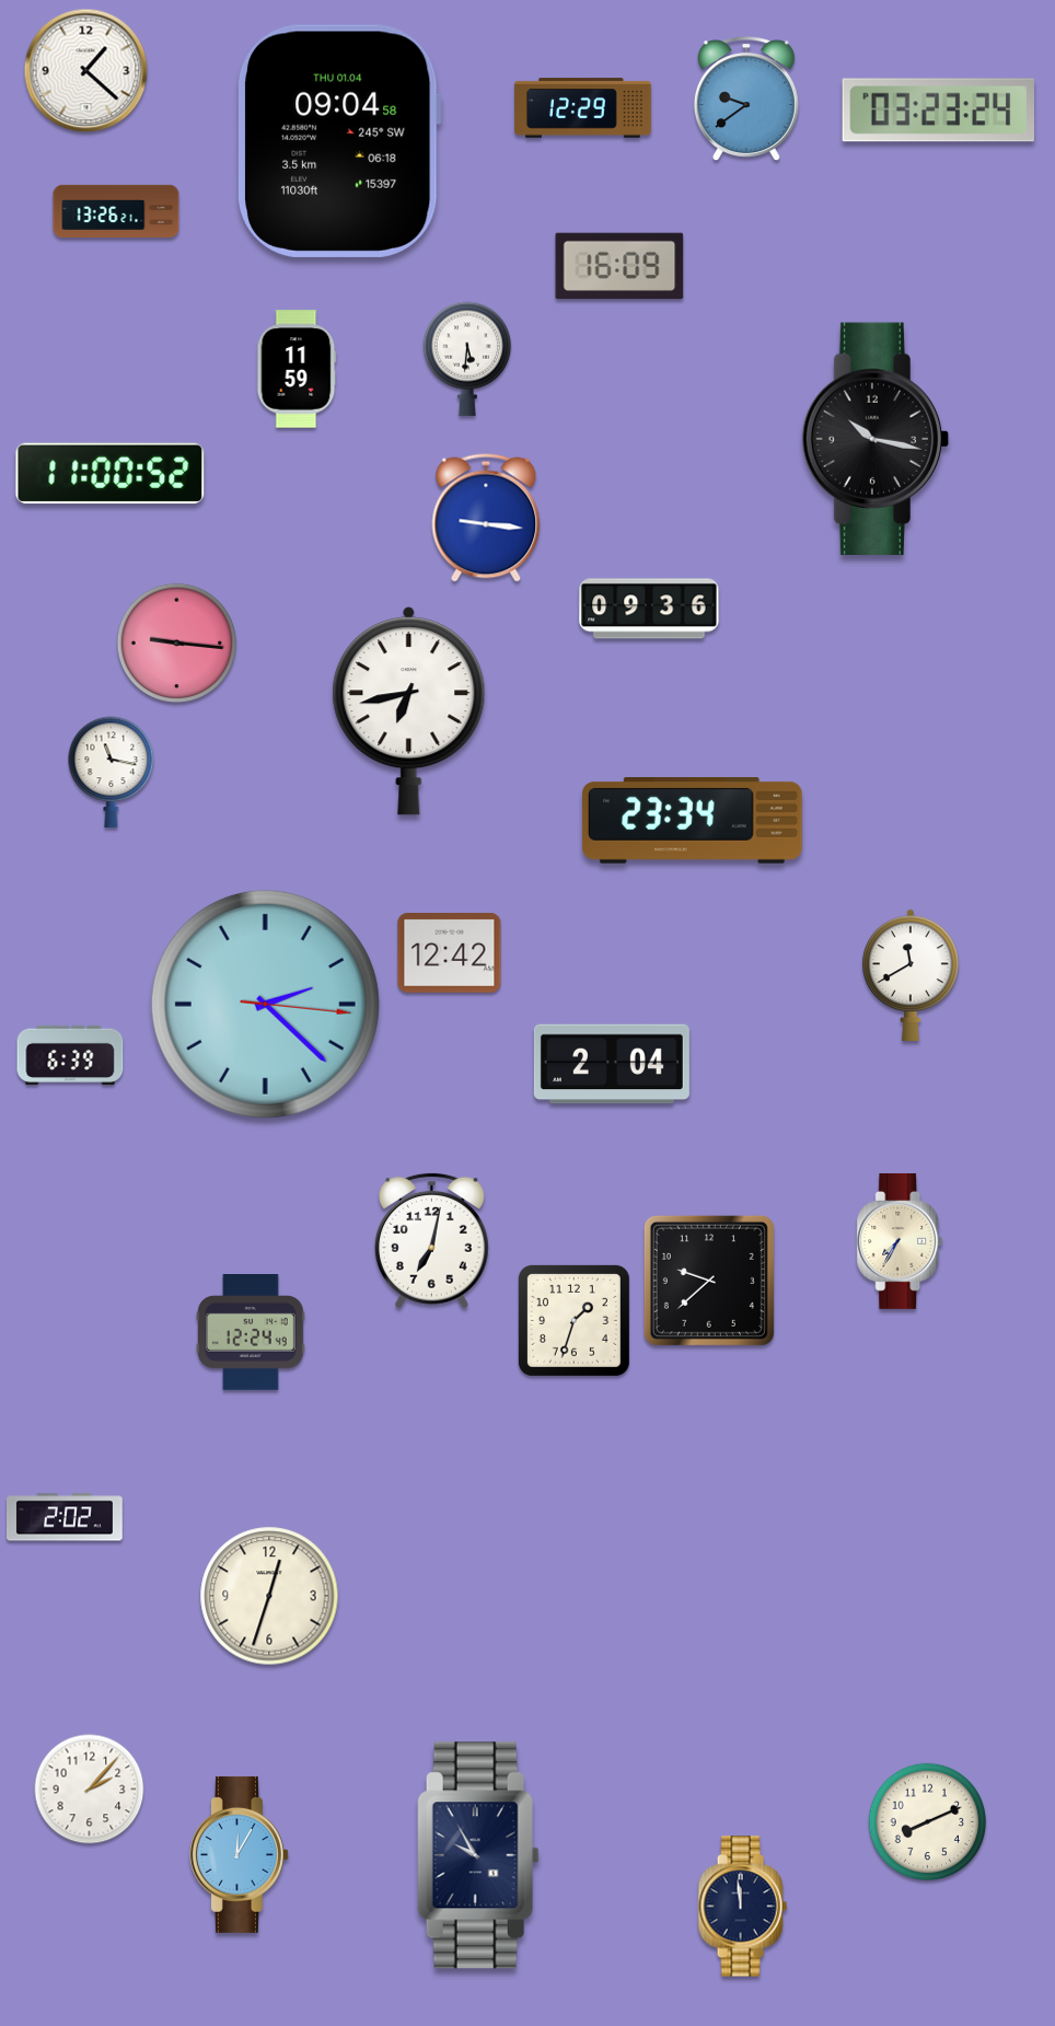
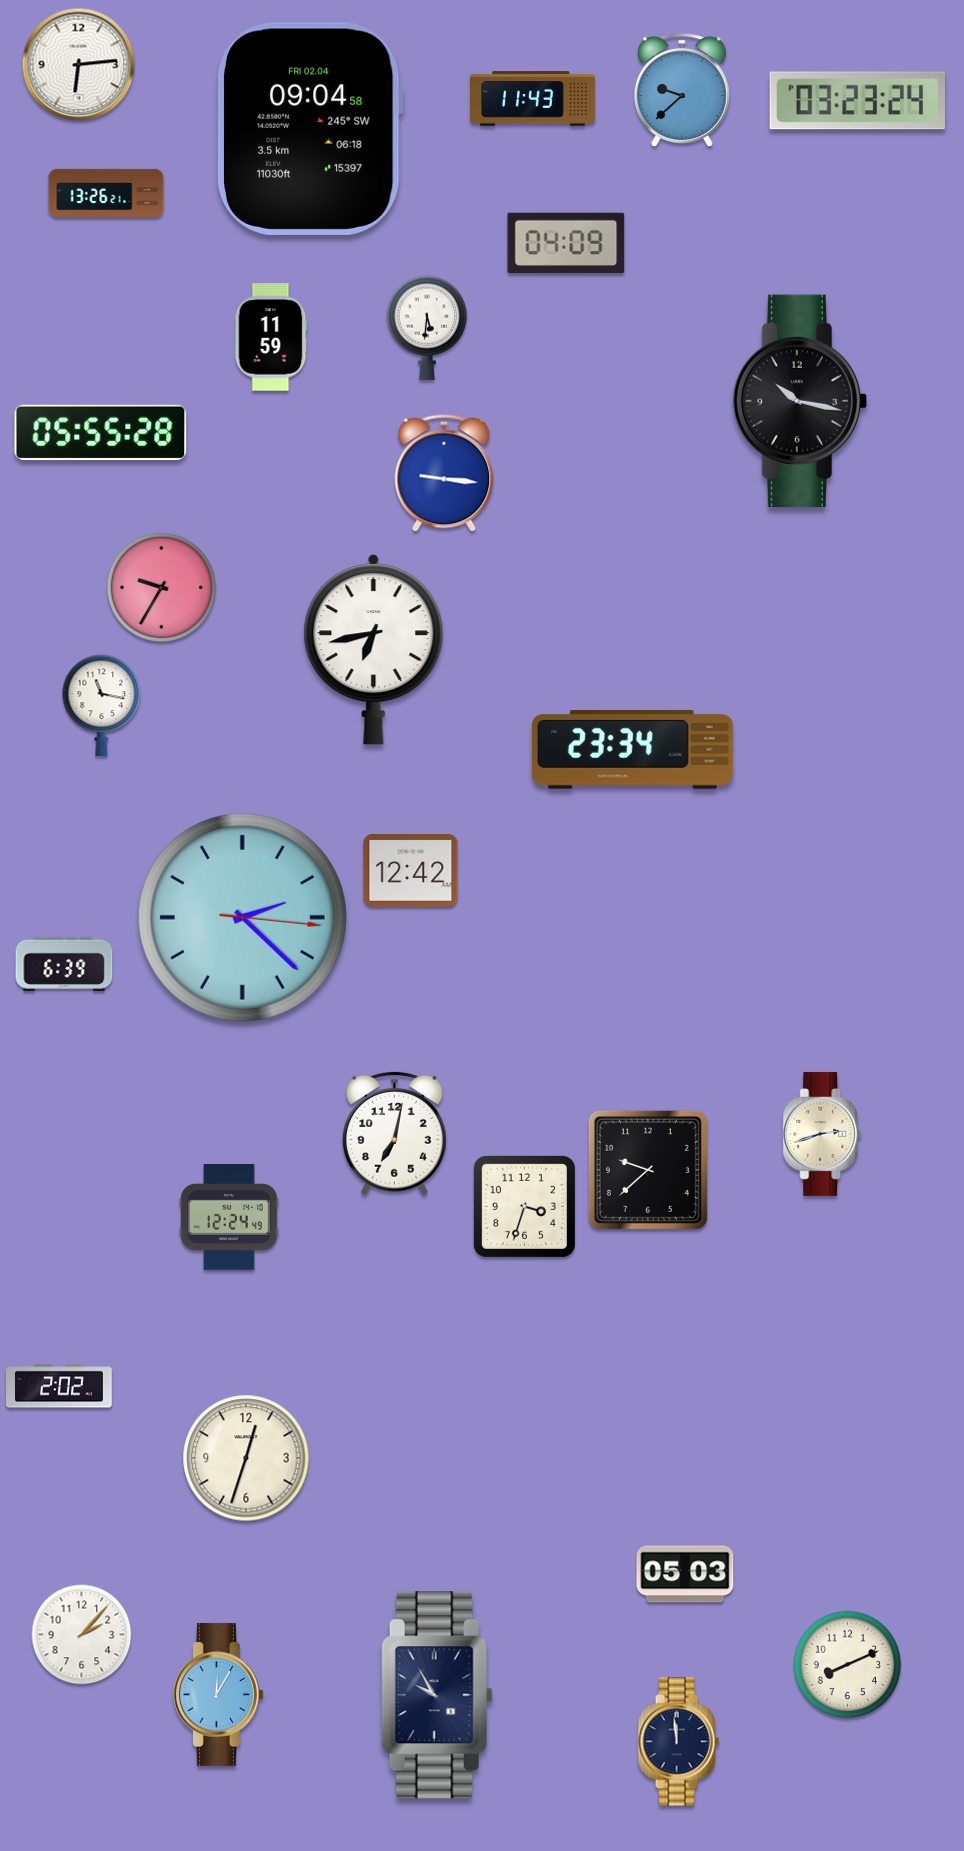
clock at (86, 71): 1:22 -> 6:14
clock at (746, 100): 9:39 -> 9:38
clock at (583, 108): 12:29 -> 11:43
clock at (339, 141) date: THU 01.04 -> FRI 02.04
clock at (619, 266): 16:09 -> 04:09
clock at (111, 474): 11:00 -> 05:55
clock at (649, 609): 09:36 -> none
clock at (176, 642): 9:16 -> 9:35
clock at (912, 974): 11:40 -> none
clock at (612, 1064): 2:04 -> none
clock at (900, 1241): 7:35 -> 2:42
clock at (573, 1320): 1:33 -> 3:33
clock at (685, 1574): none -> 05:03
